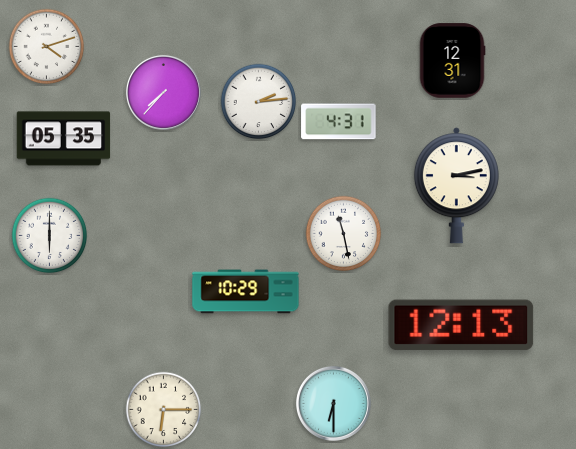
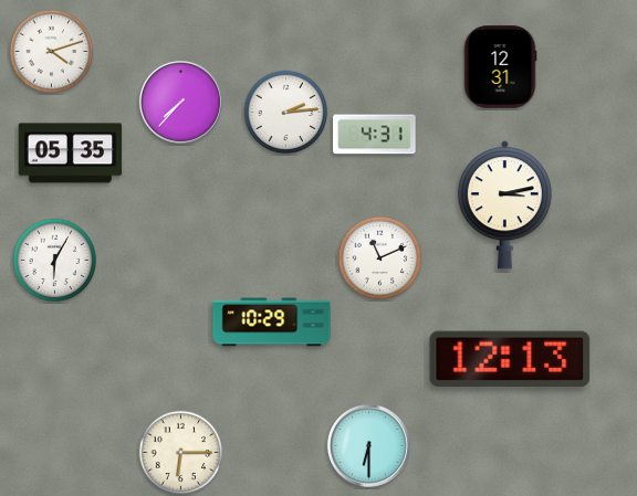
clock at (344, 234): 11:28 -> 11:11
clock at (50, 236): 6:00 -> 6:05
